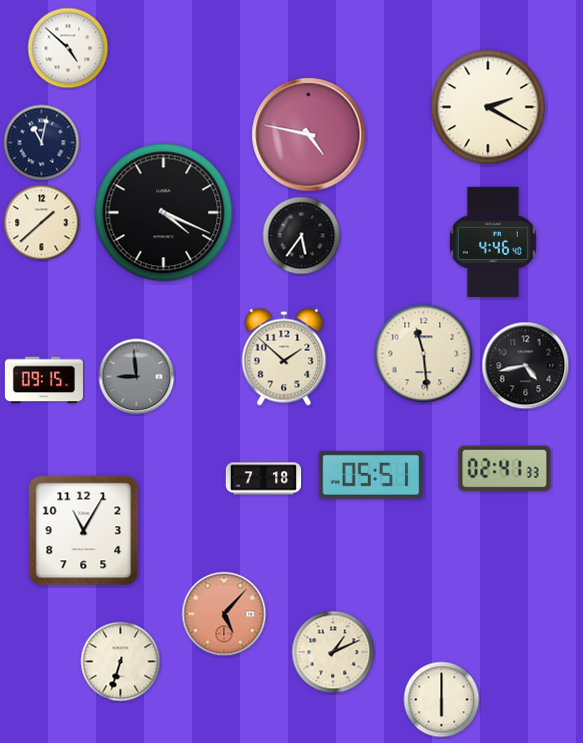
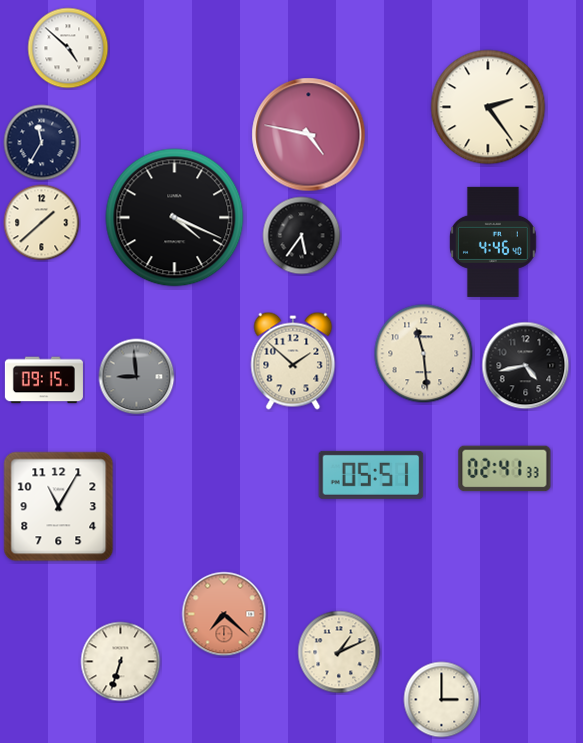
clock at (488, 107): 2:20 -> 2:24
clock at (42, 143): 11:02 -> 11:35
clock at (164, 213) position: (164, 213) -> (175, 218)
clock at (284, 357) position: (284, 357) -> (293, 361)
clock at (264, 479): 7:18 -> none
clock at (84, 531) position: (84, 531) -> (59, 507)
clock at (224, 614): 5:07 -> 7:22
clock at (333, 652) position: (333, 652) -> (339, 652)
clock at (442, 700): 6:00 -> 3:00
